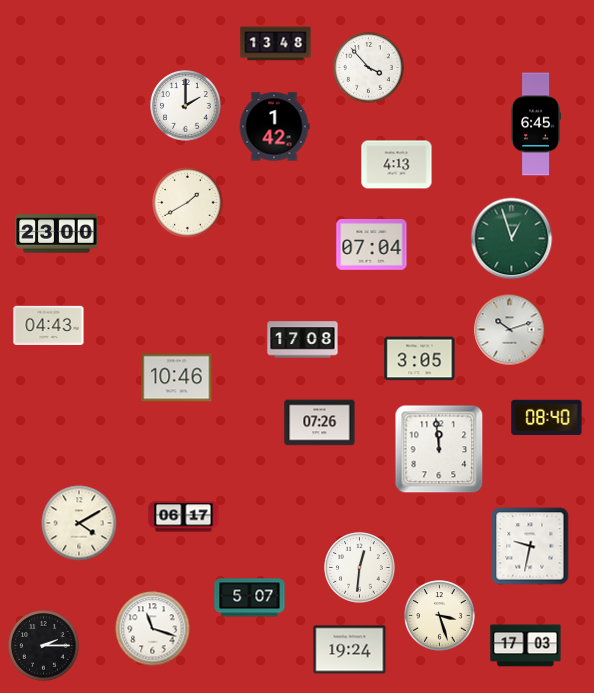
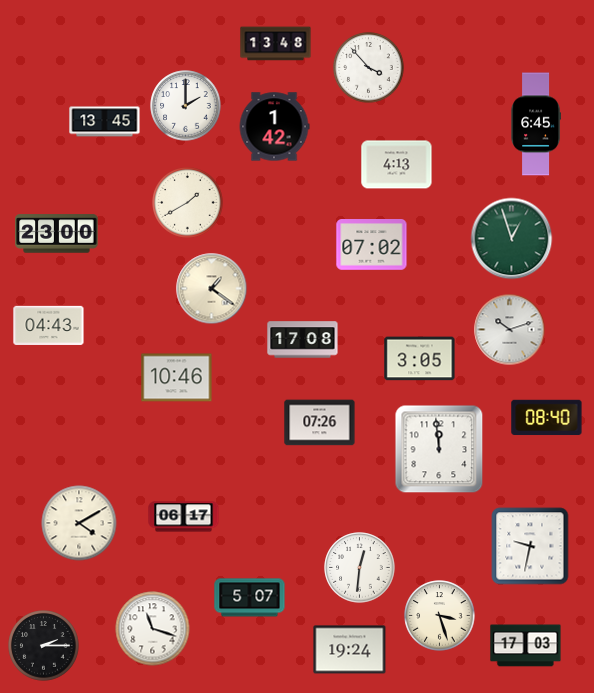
clock at (105, 122): none -> 13:45
clock at (372, 245): 07:04 -> 07:02
clock at (212, 289): none -> 1:21
